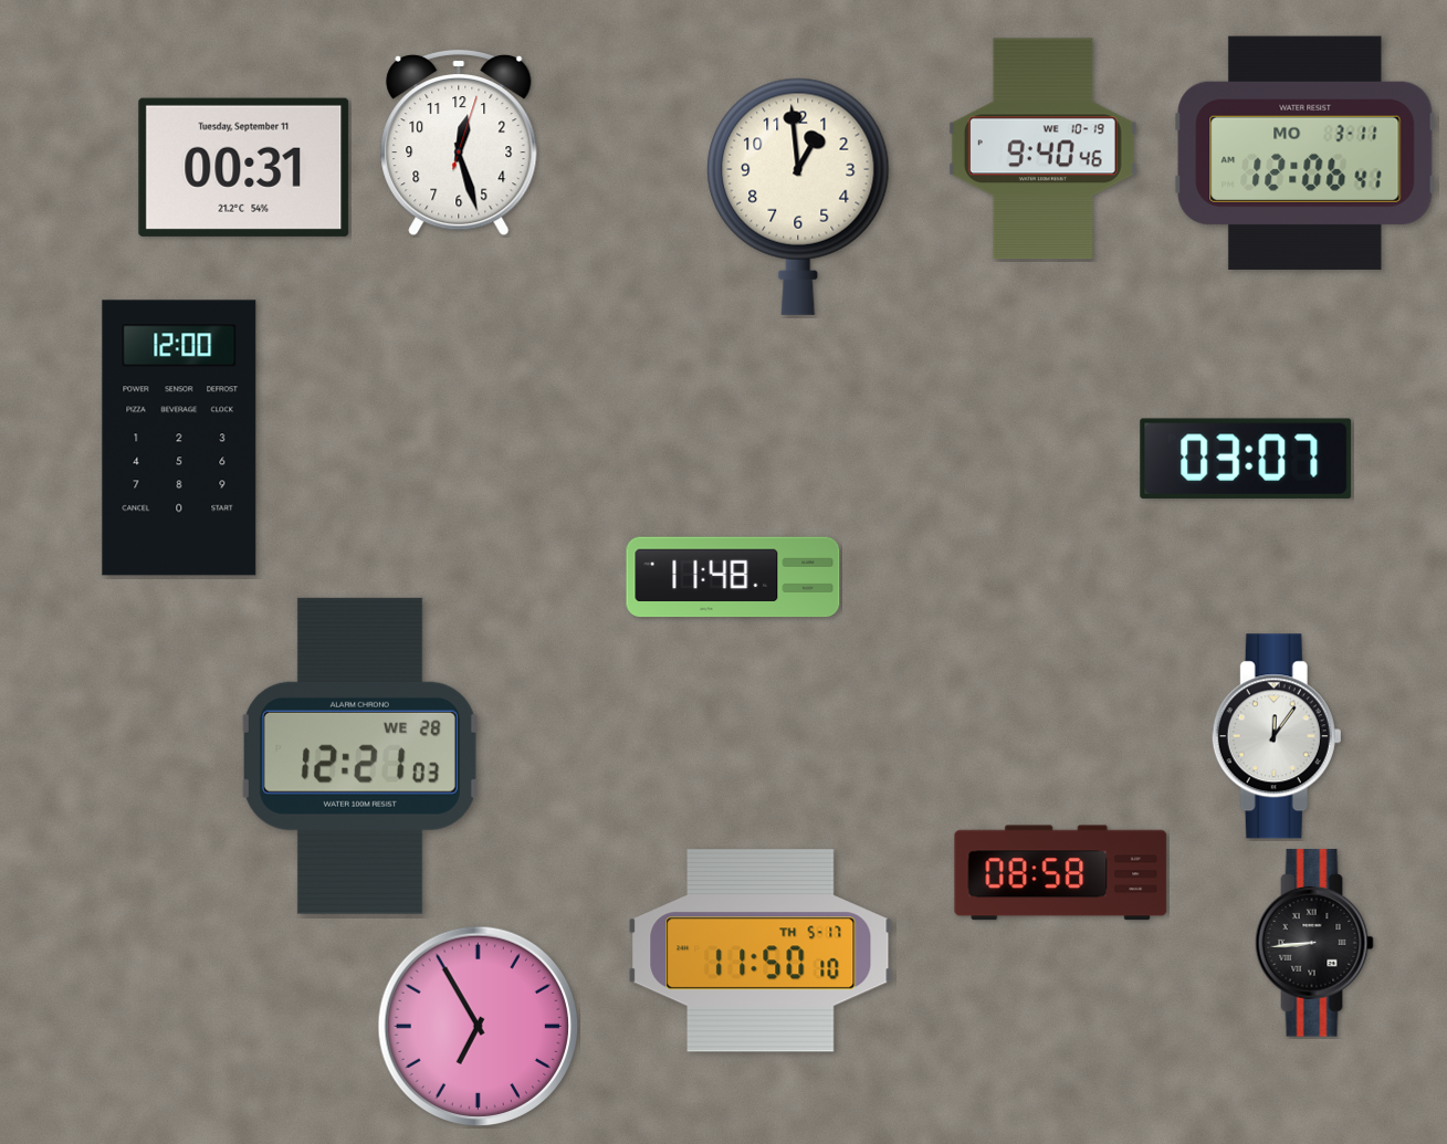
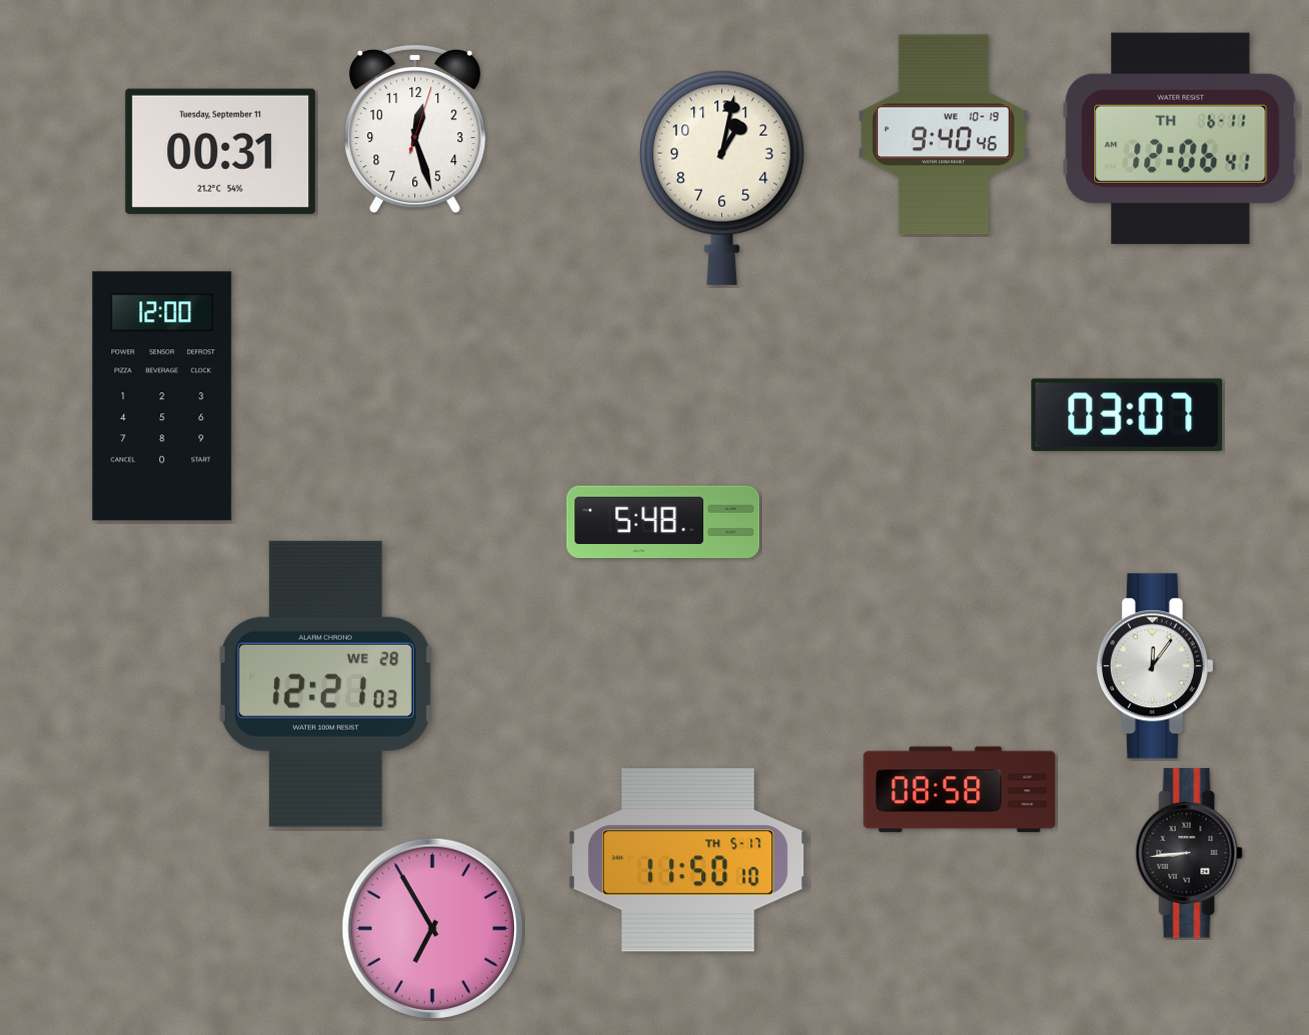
clock at (1306, 153) date: MO 3-11 -> TH 6-11
clock at (798, 197): 12:59 -> 1:02
clock at (733, 577): 11:48 -> 5:48
